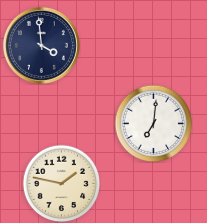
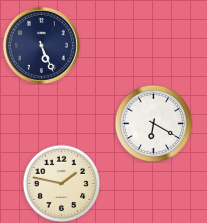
clock at (41, 45): 3:59 -> 5:26
clock at (153, 123): 7:01 -> 6:20
